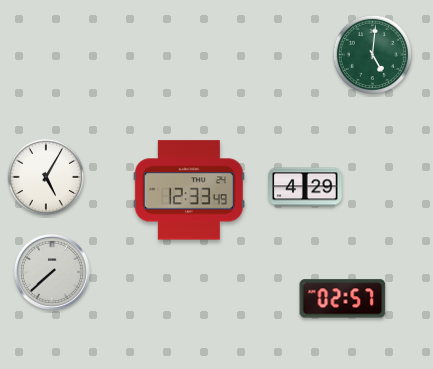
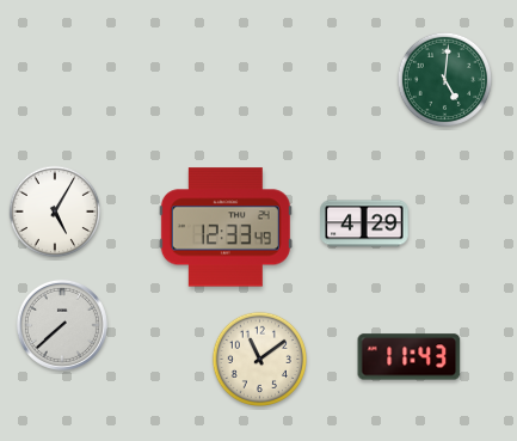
clock at (372, 54) position: (372, 54) -> (444, 79)
clock at (343, 299): 02:57 -> 11:43
clock at (259, 359): none -> 11:09
